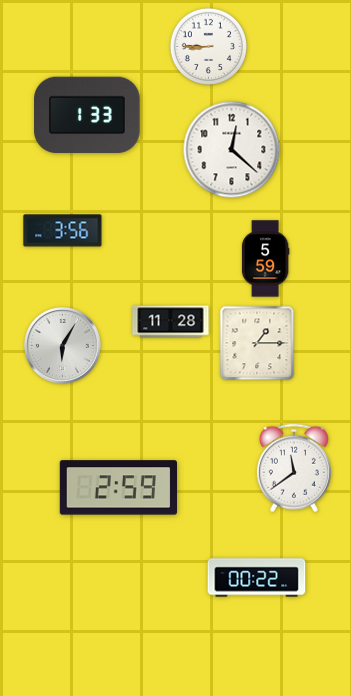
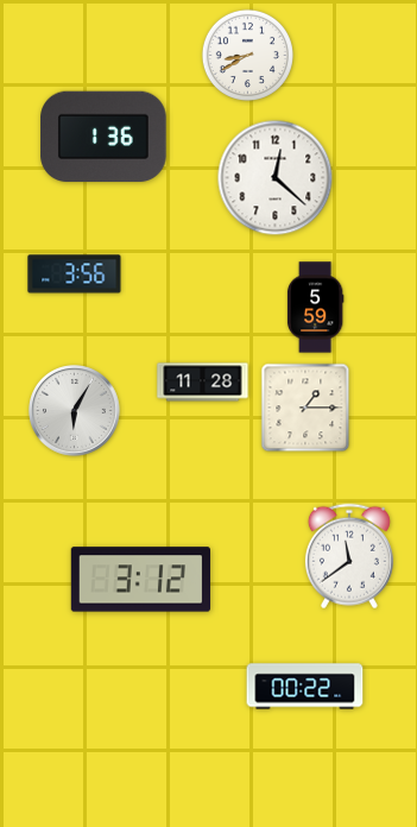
clock at (208, 46): 8:45 -> 8:40
clock at (87, 115): 1:33 -> 1:36
clock at (118, 488): 2:59 -> 3:12
